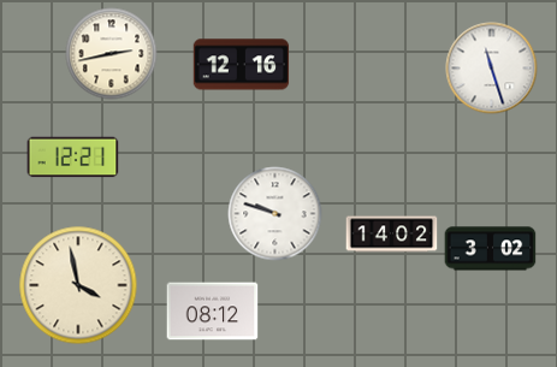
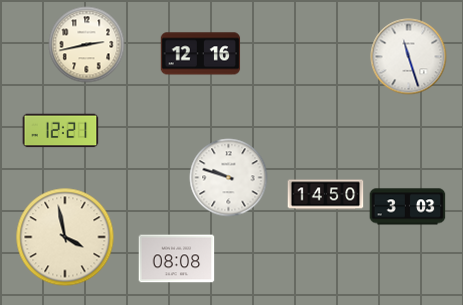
clock at (112, 54) position: (112, 54) -> (87, 45)
clock at (392, 235): 14:02 -> 14:50
clock at (491, 249): 3:02 -> 3:03
clock at (213, 312): 08:12 -> 08:08
